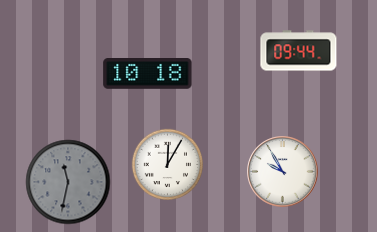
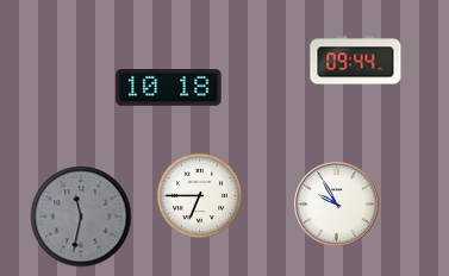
clock at (148, 74) position: (148, 74) -> (169, 88)
clock at (167, 164): 12:05 -> 6:45
